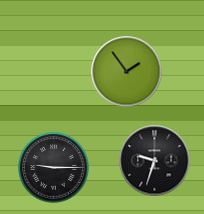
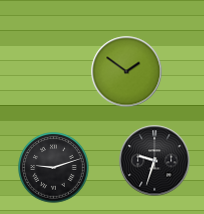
clock at (127, 72): 1:54 -> 1:51
clock at (54, 168): 9:15 -> 9:12
